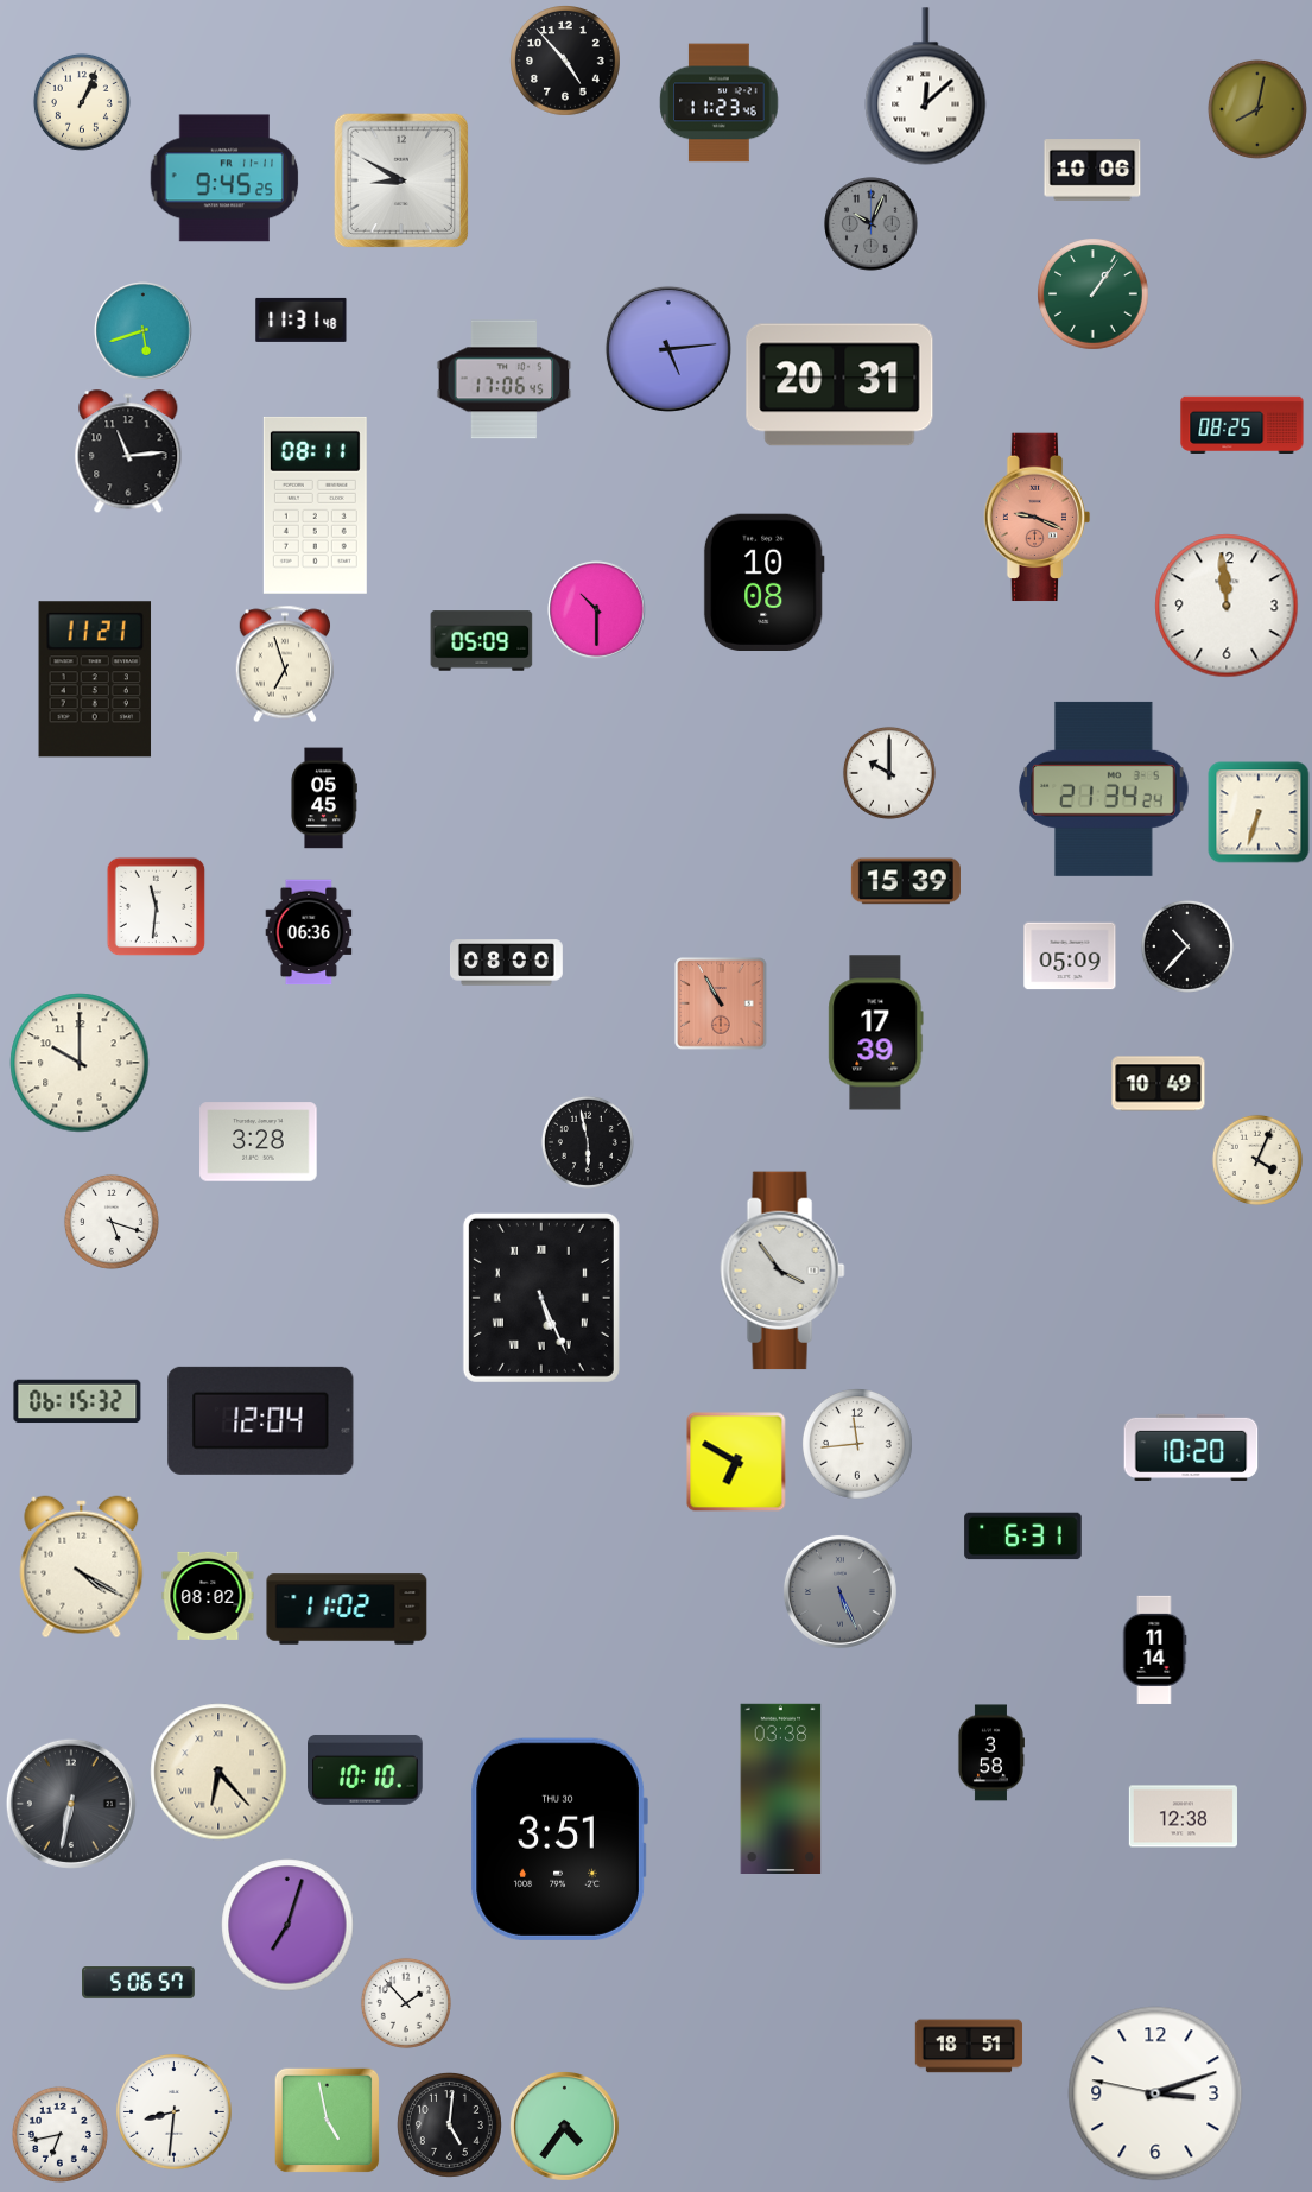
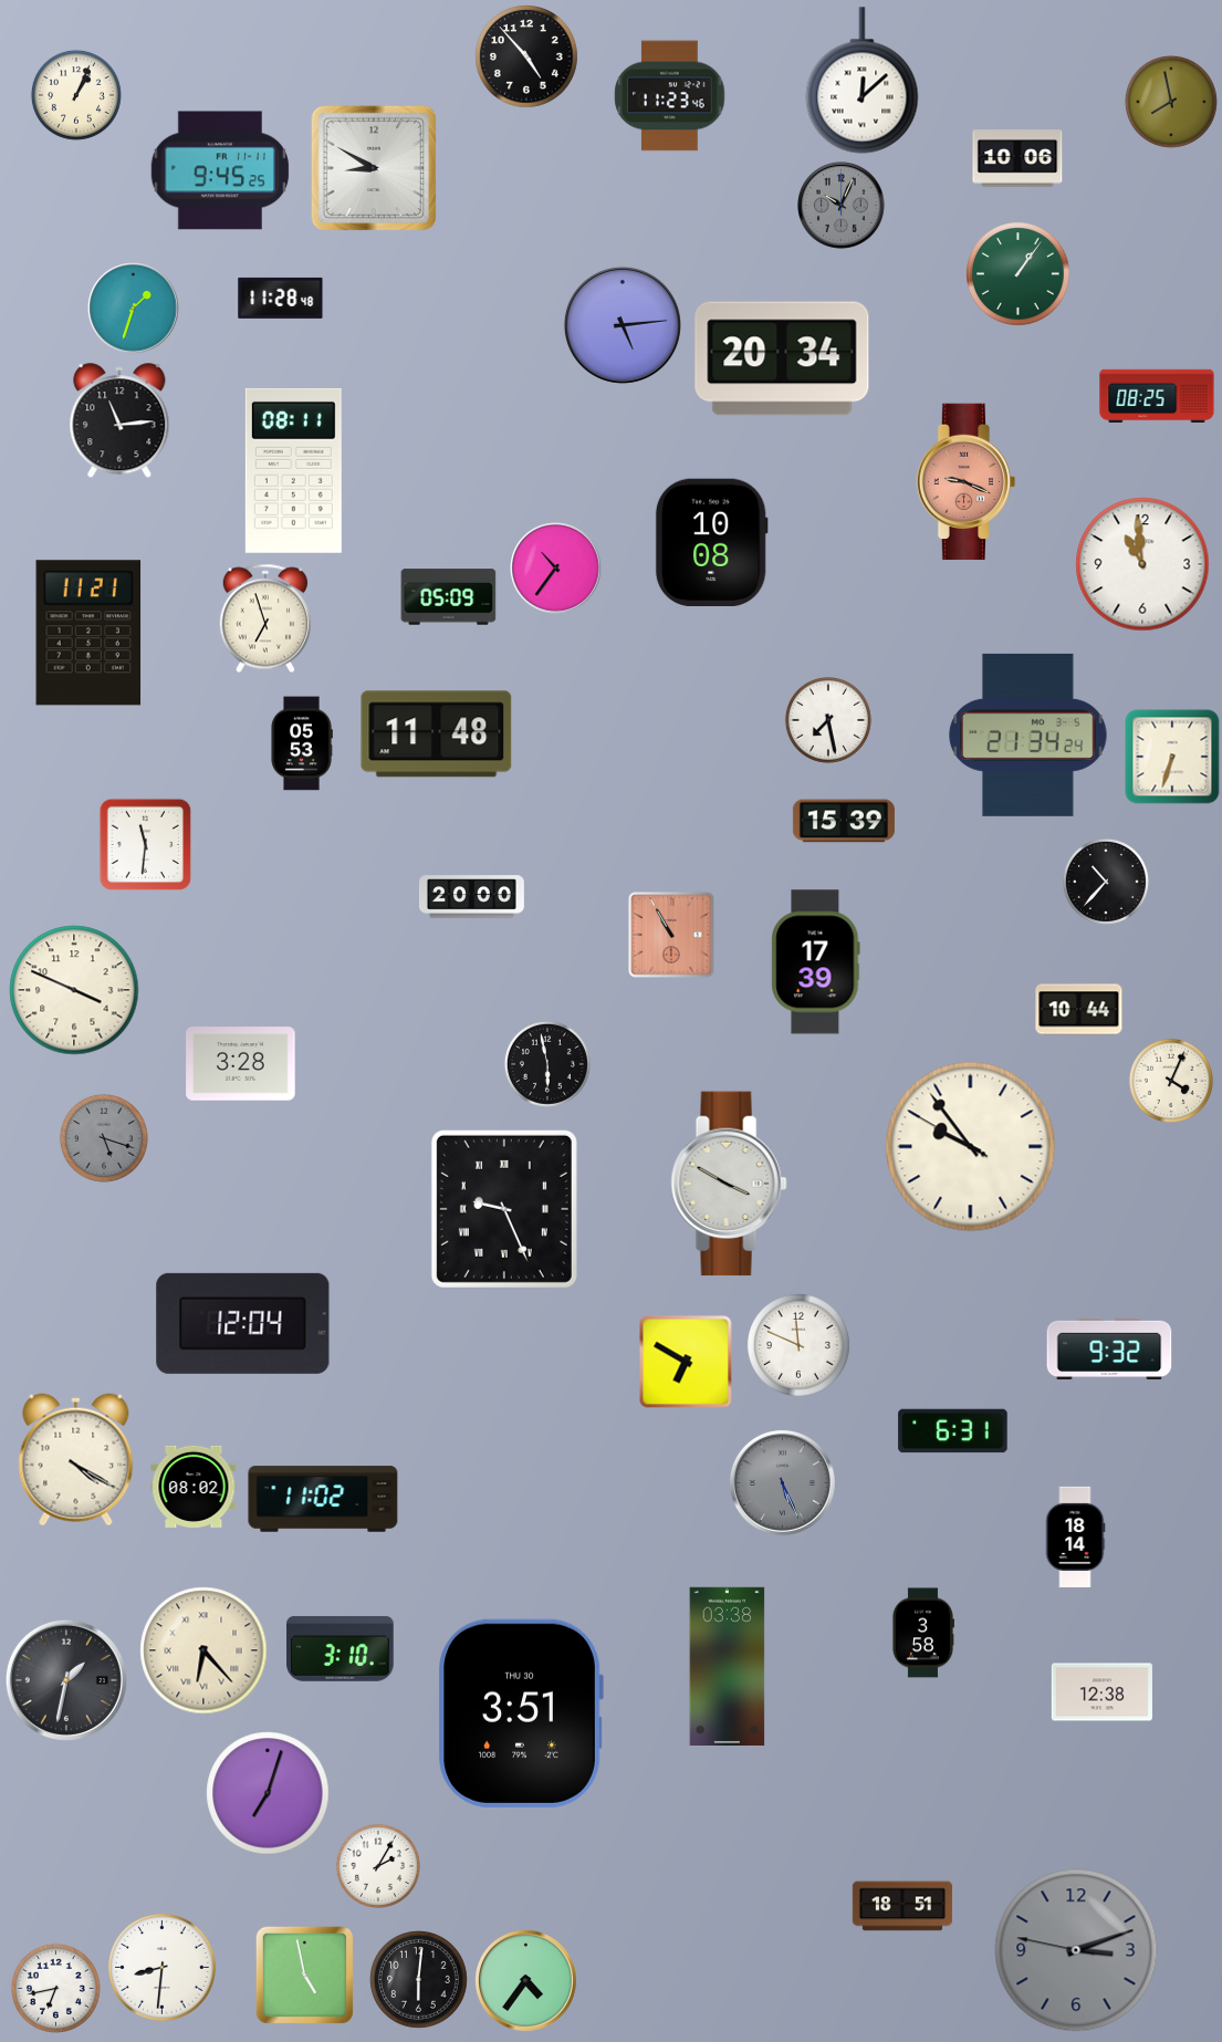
clock at (1257, 109): 8:02 -> 7:58
clock at (224, 178) position: (224, 178) -> (220, 170)
clock at (872, 224) position: (872, 224) -> (842, 206)
clock at (302, 319): 11:31 -> 11:28
clock at (144, 331): 5:42 -> 1:33
clock at (505, 380): 17:06 -> none
clock at (839, 385): 20:31 -> 20:34
clock at (1227, 606): 11:59 -> 10:59
clock at (597, 610): 10:30 -> 10:36
clock at (889, 773): 10:00 -> 7:28
clock at (437, 735): none -> 11:48
clock at (324, 798): 05:45 -> 05:53
clock at (309, 932): 06:36 -> none
clock at (1070, 956): 05:09 -> none
clock at (507, 963): 08:00 -> 20:00
clock at (80, 1063): 10:00 -> 3:49
clock at (1159, 1084): 10:49 -> 10:44
clock at (112, 1222) dial: white -> grey
clock at (971, 1147): none -> 9:53
clock at (782, 1271): 3:54 -> 3:50
clock at (541, 1298): 5:26 -> 9:26
clock at (77, 1401): 06:15 -> none
clock at (858, 1445): 11:44 -> 11:49
clock at (1191, 1446): 10:20 -> 9:32
clock at (1154, 1649): 11:14 -> 18:14
clock at (366, 1769): 10:10 -> 3:10
clock at (71, 1804): 6:32 -> 1:32
clock at (139, 1983): 5:06 -> none
clock at (406, 2003): 1:53 -> 2:05
clock at (1155, 2093) dial: white -> grey
clock at (449, 2124): 5:01 -> 6:01
